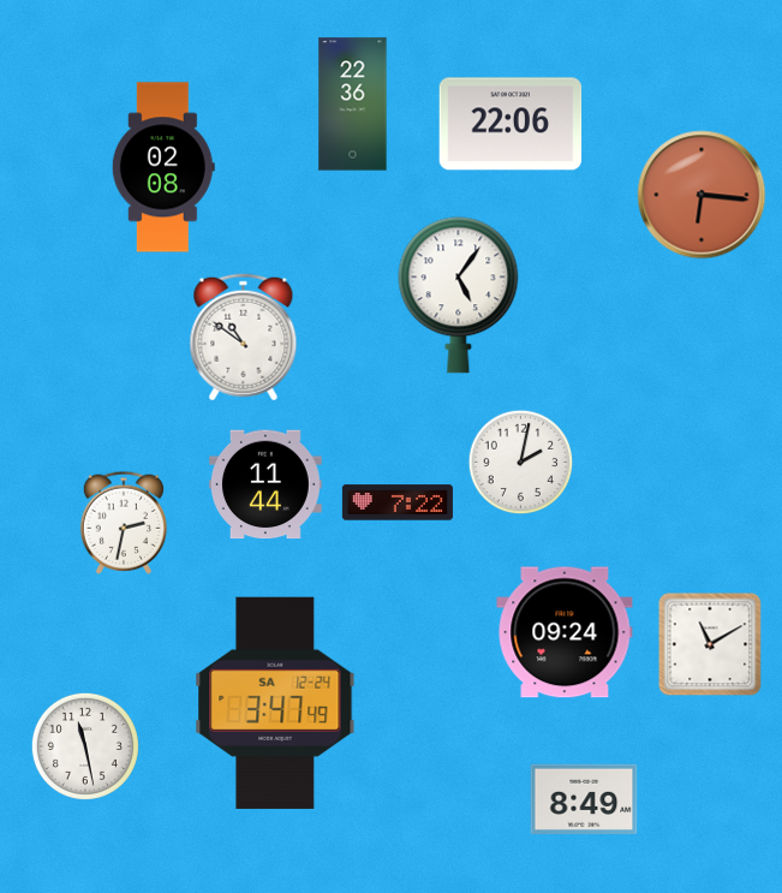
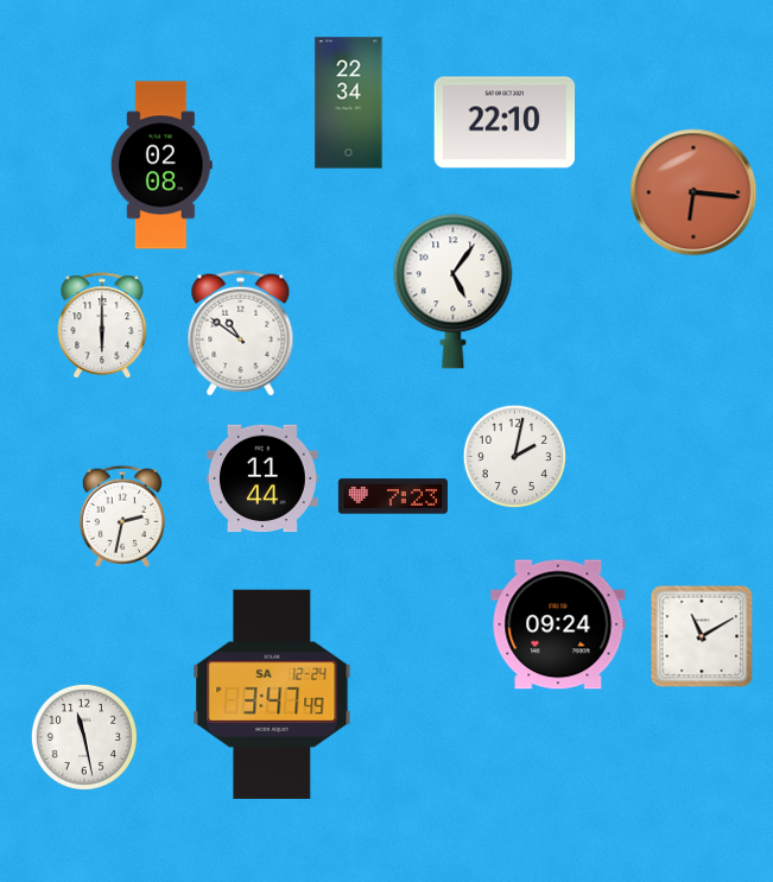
clock at (353, 105): 22:36 -> 22:34
clock at (511, 124): 22:06 -> 22:10
clock at (102, 326): none -> 6:00
clock at (398, 502): 7:22 -> 7:23
clock at (584, 798): 8:49 -> none
